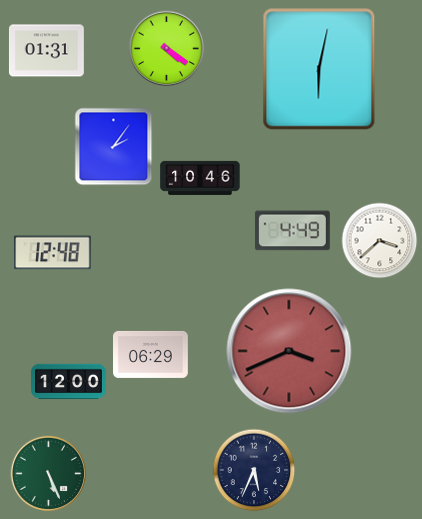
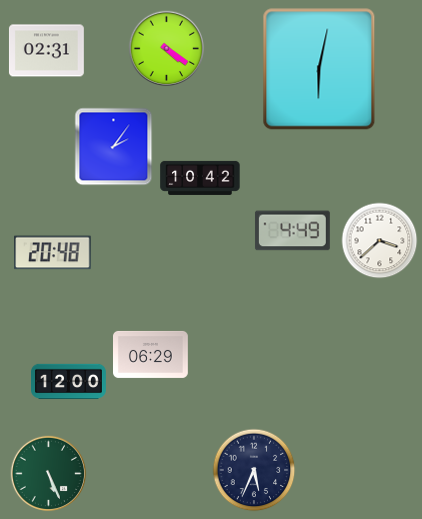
clock at (46, 51): 01:31 -> 02:31
clock at (200, 178): 10:46 -> 10:42
clock at (53, 253): 12:48 -> 20:48
clock at (289, 351): 3:41 -> none
